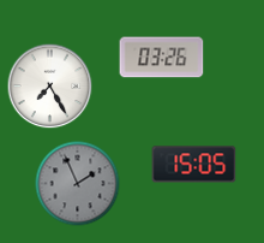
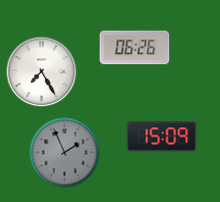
clock at (162, 58): 03:26 -> 06:26
clock at (194, 165): 15:05 -> 15:09
